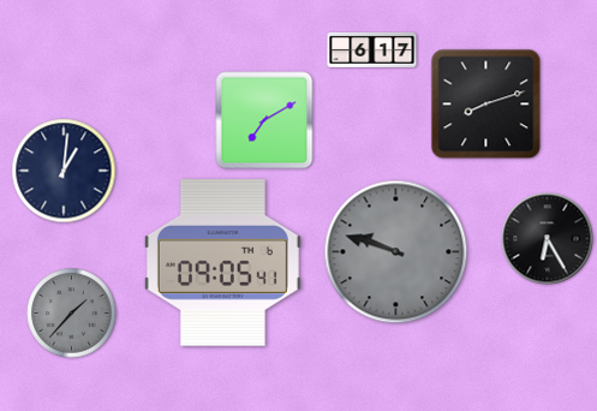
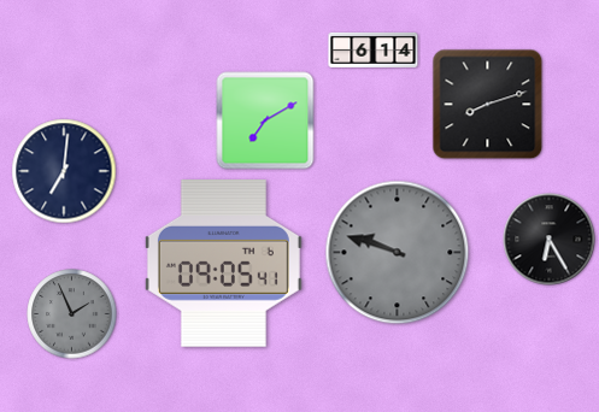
clock at (372, 49): 6:17 -> 6:14
clock at (64, 171): 1:01 -> 7:01
clock at (72, 314): 1:37 -> 1:56
